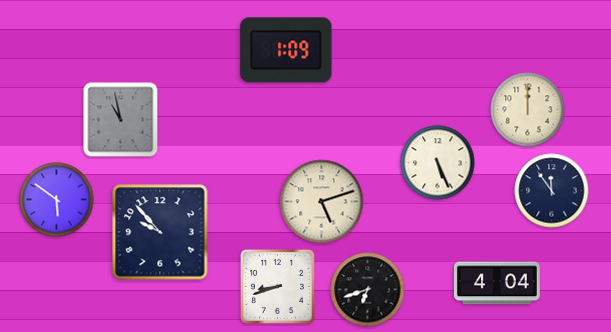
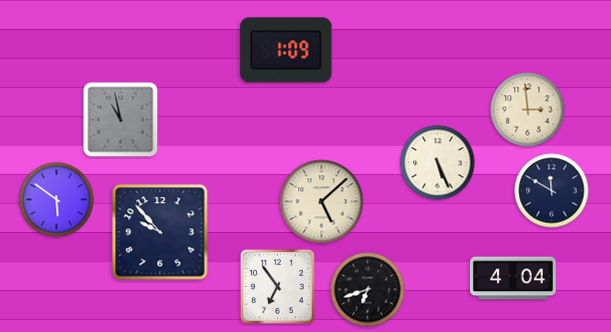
clock at (528, 110): 12:00 -> 2:59
clock at (552, 191): 11:54 -> 11:50
clock at (322, 202): 5:12 -> 5:08
clock at (497, 283) position: (497, 283) -> (513, 278)
clock at (277, 286): 8:42 -> 6:54
